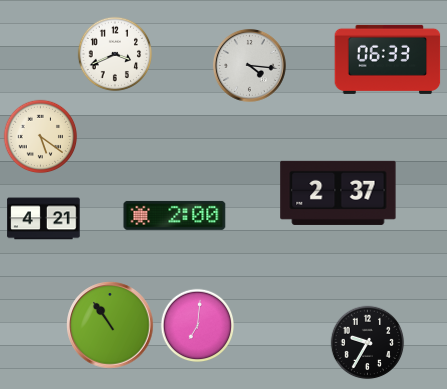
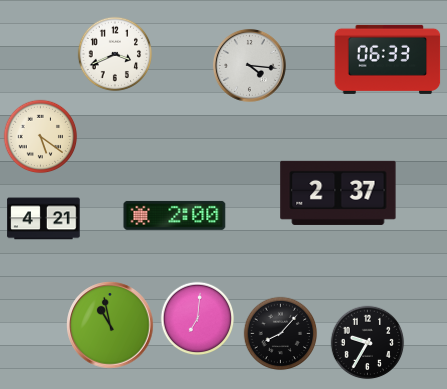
clock at (110, 325): 10:54 -> 10:58
clock at (198, 326) position: (198, 326) -> (198, 319)
clock at (281, 334): none -> 8:07
